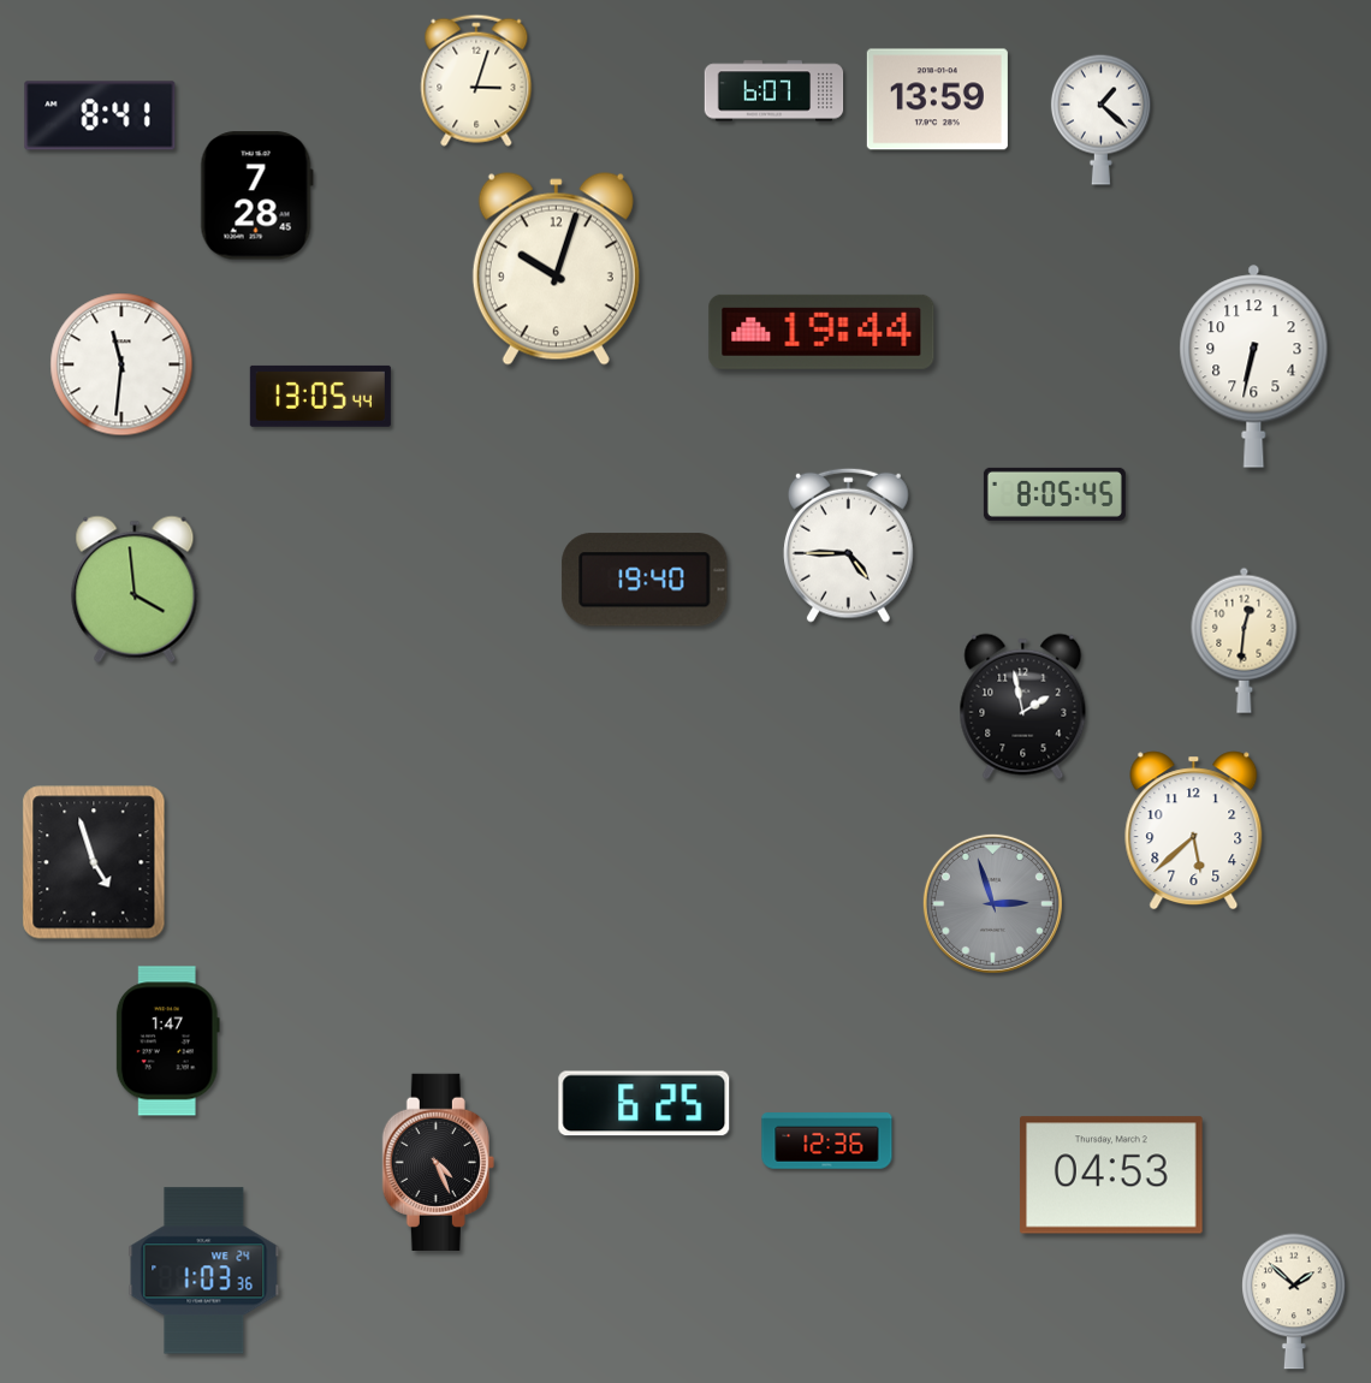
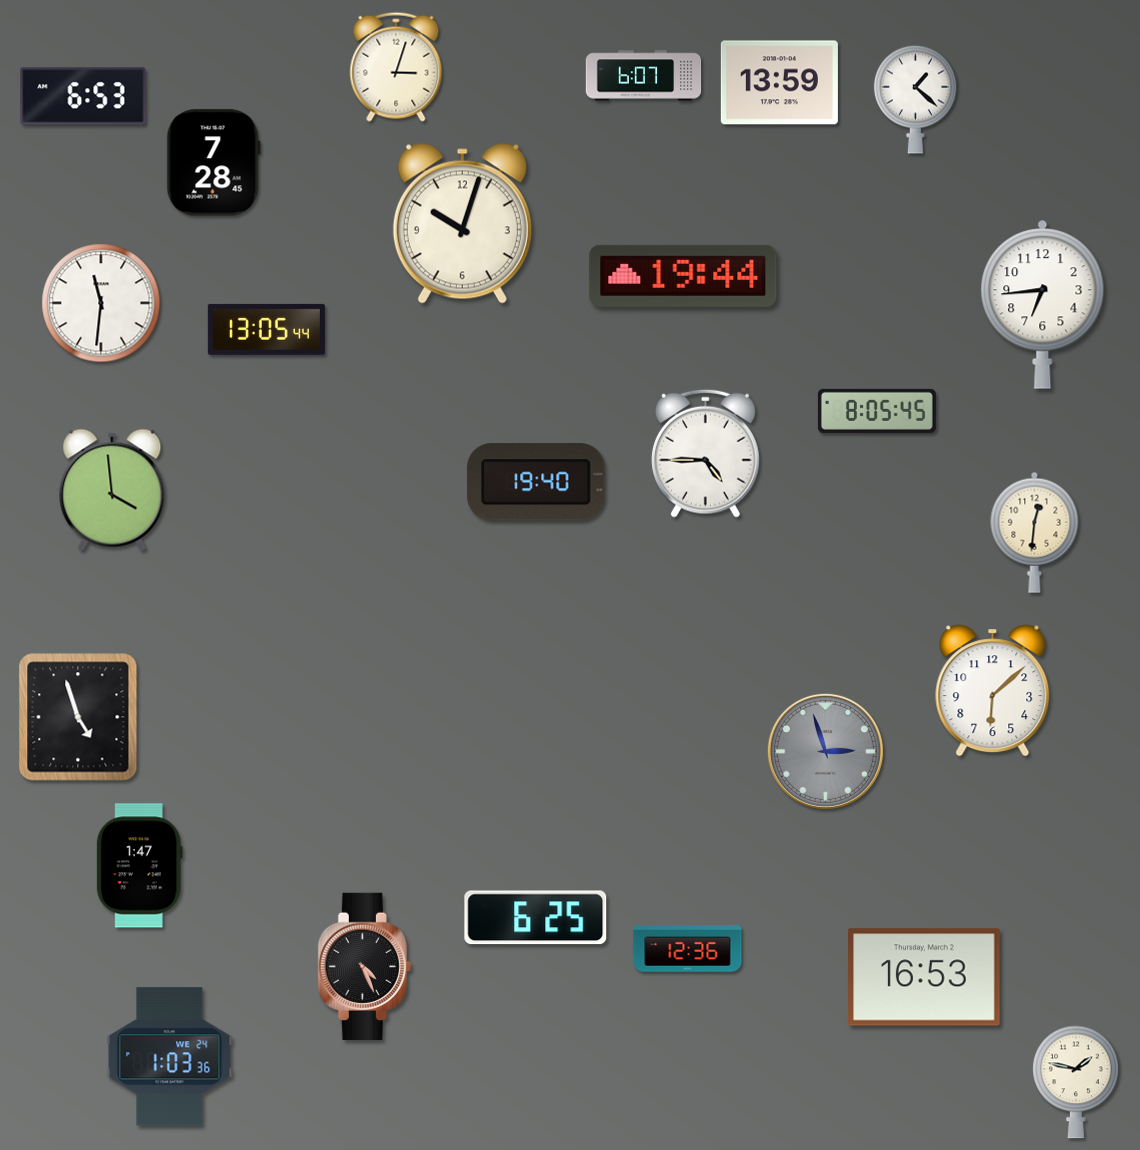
clock at (100, 115): 8:41 -> 6:53
clock at (1254, 366): 6:32 -> 6:44
clock at (1023, 707): 1:58 -> none
clock at (1194, 831): 5:38 -> 6:08
clock at (1112, 1175): 04:53 -> 16:53
clock at (1294, 1301): 1:52 -> 1:47
